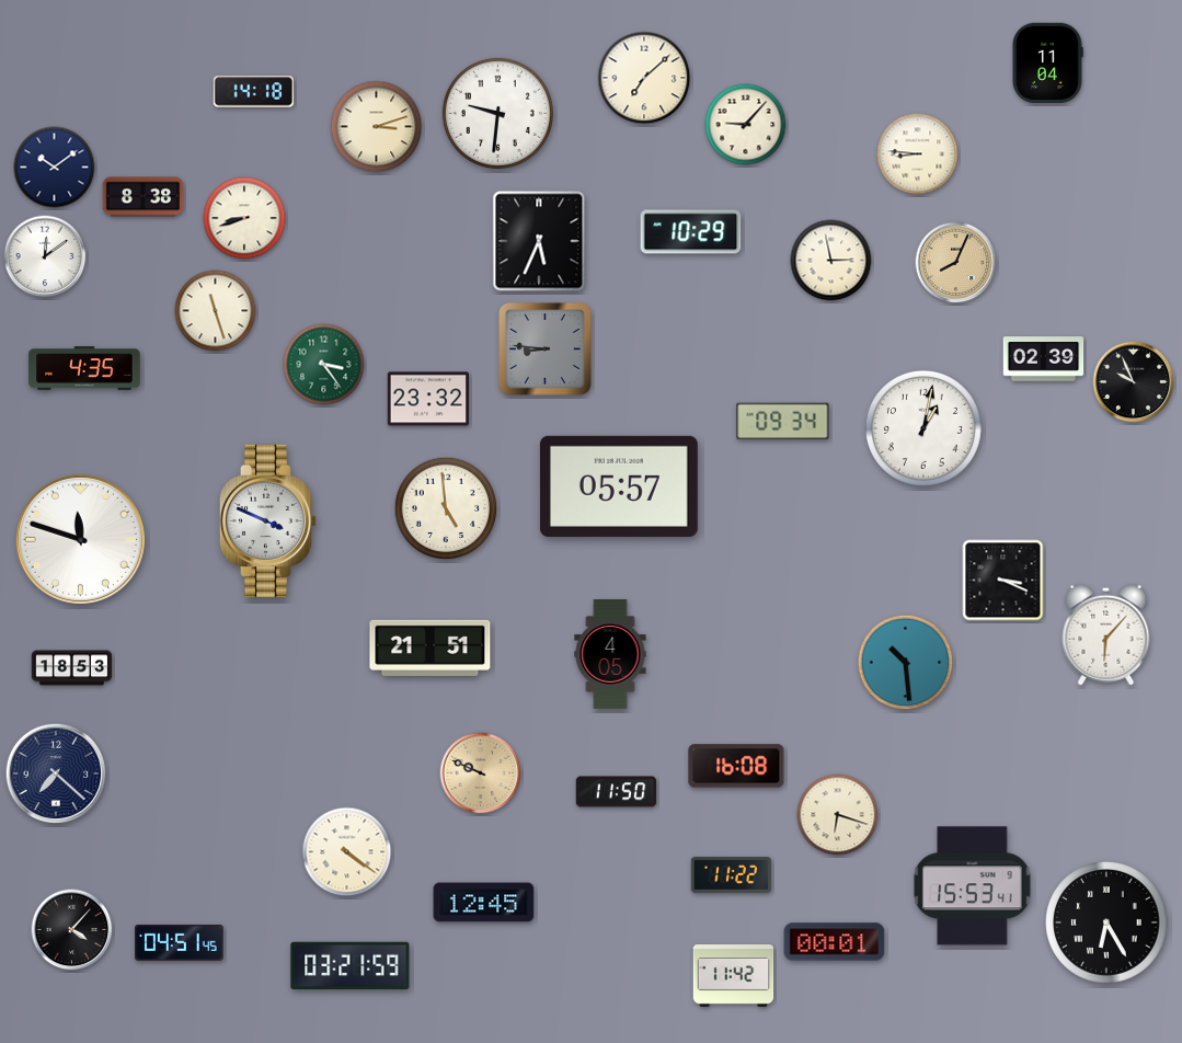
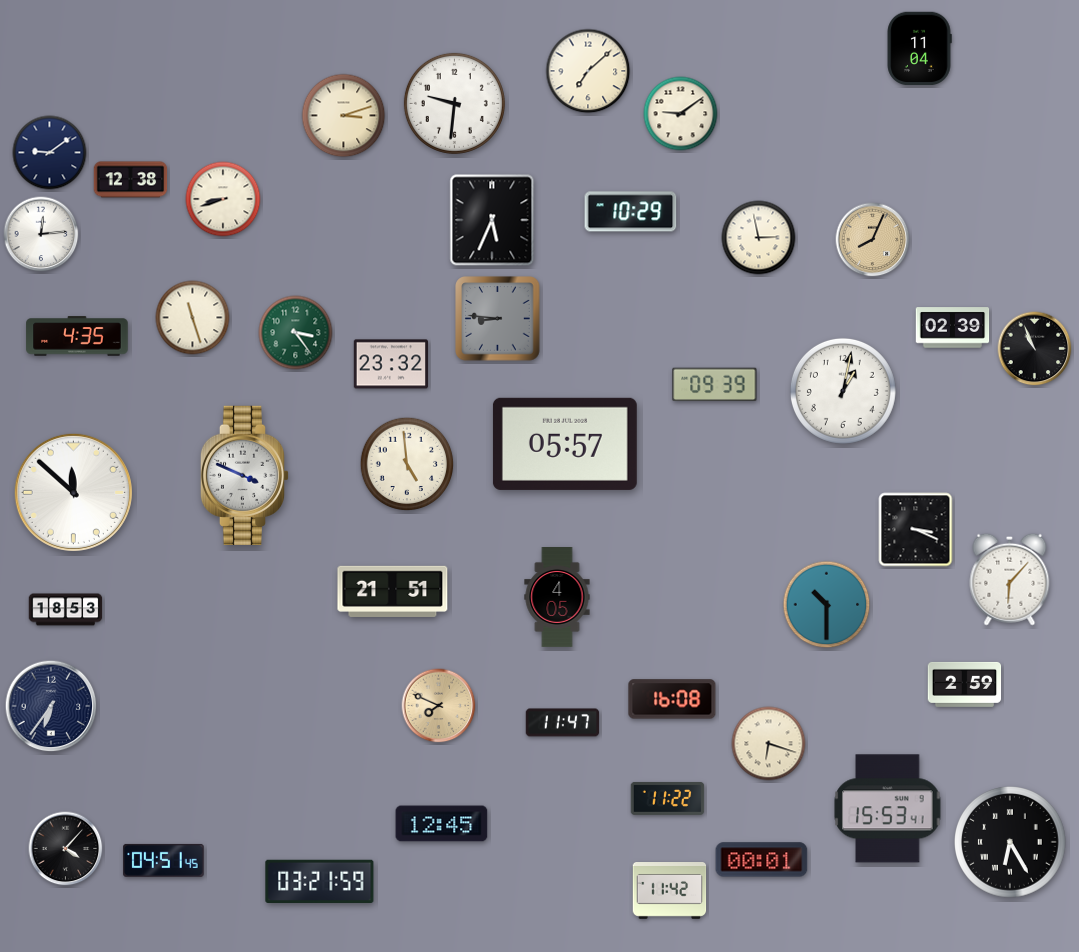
clock at (1047, 64) position: (1047, 64) -> (919, 49)
clock at (254, 92): 14:18 -> none
clock at (746, 125): 9:07 -> 9:09
clock at (918, 154): 8:46 -> none
clock at (55, 168): 10:09 -> 9:09
clock at (144, 197): 8:38 -> 12:38
clock at (45, 256): 12:09 -> 12:14
clock at (216, 311) position: (216, 311) -> (193, 318)
clock at (1134, 382): 9:56 -> 10:56
clock at (783, 422): 09:34 -> 09:39
clock at (80, 539): 11:48 -> 11:52
clock at (906, 663): 10:29 -> 10:30
clock at (965, 684): none -> 2:59
clock at (56, 773): 7:22 -> 6:36
clock at (481, 773): 9:49 -> 7:49
clock at (617, 792): 11:50 -> 11:47
clock at (838, 815) position: (838, 815) -> (769, 744)
clock at (347, 852): 4:21 -> none
